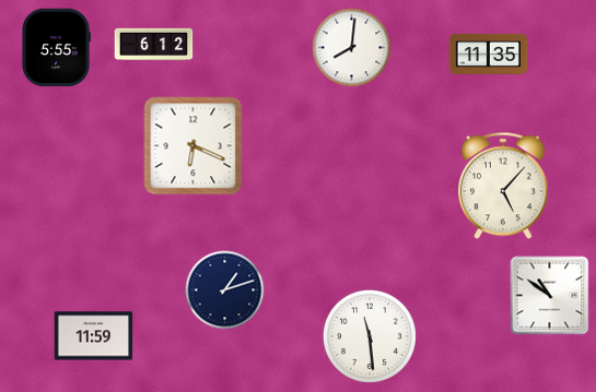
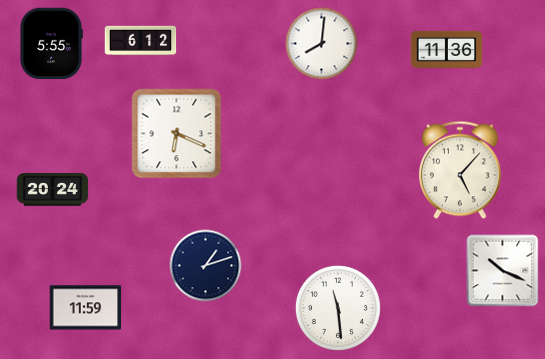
clock at (489, 54): 11:35 -> 11:36
clock at (53, 190): none -> 20:24
clock at (550, 296): 10:51 -> 10:19
